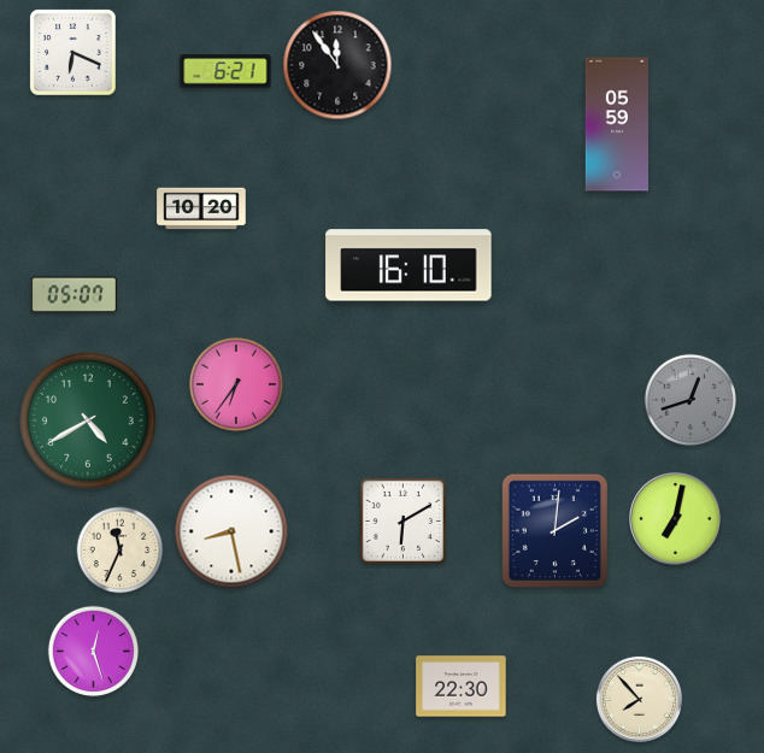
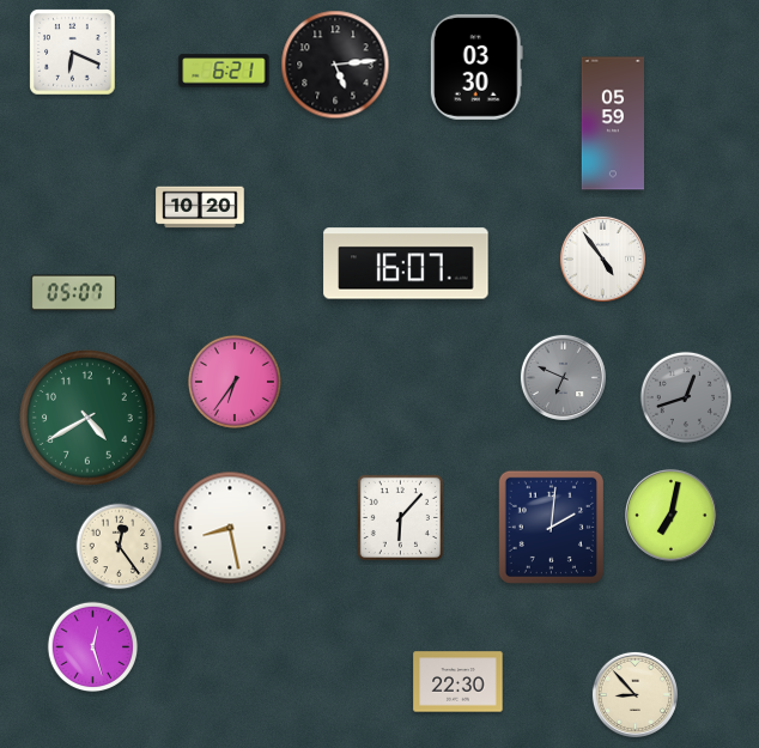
clock at (337, 65): 11:54 -> 5:14
clock at (476, 67): none -> 03:30
clock at (602, 259): none -> 4:54
clock at (409, 265): 16:10 -> 16:07
clock at (563, 377): none -> 6:49
clock at (402, 520): 6:10 -> 6:07
clock at (121, 551): 11:34 -> 12:24
clock at (639, 699): 7:53 -> 8:53
